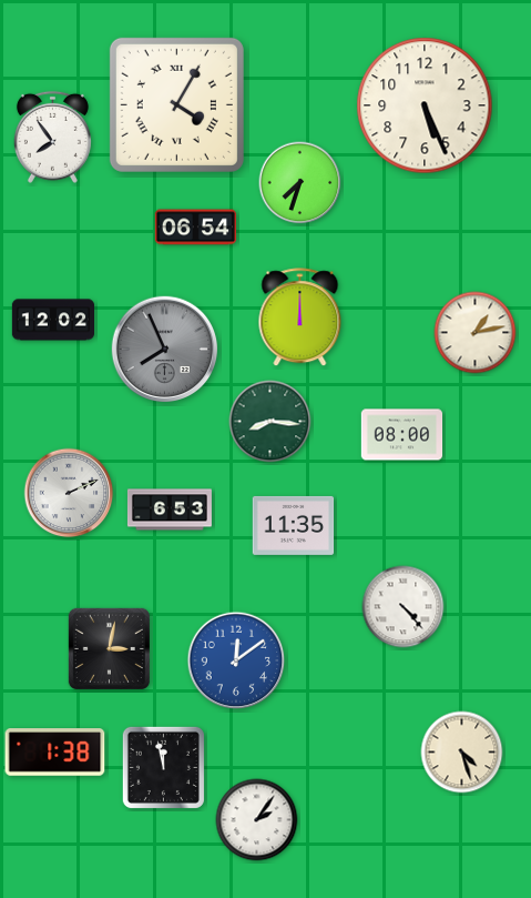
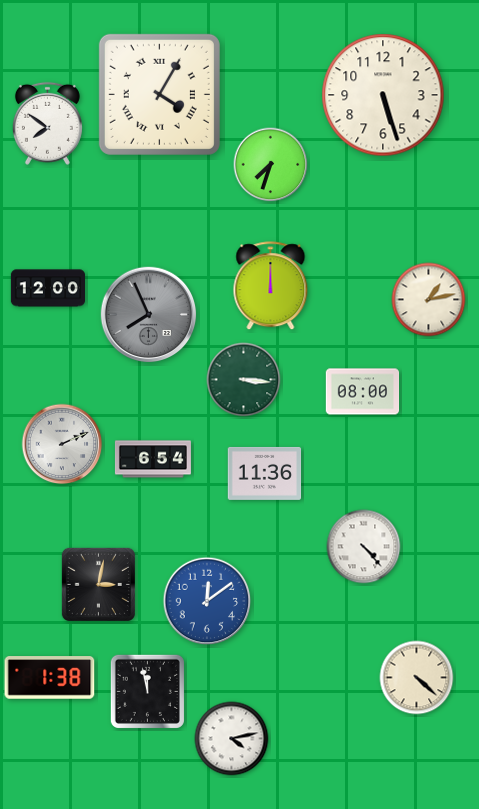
clock at (425, 105): 5:26 -> 5:27
clock at (52, 137): 7:54 -> 7:51
clock at (196, 228): 06:54 -> none
clock at (52, 320): 12:02 -> 12:00
clock at (270, 422): 8:16 -> 3:16
clock at (170, 509): 6:53 -> 6:54
clock at (294, 525): 11:35 -> 11:36
clock at (236, 660) position: (236, 660) -> (207, 601)
clock at (462, 753): 4:27 -> 4:22
clock at (257, 820): 2:06 -> 4:13
